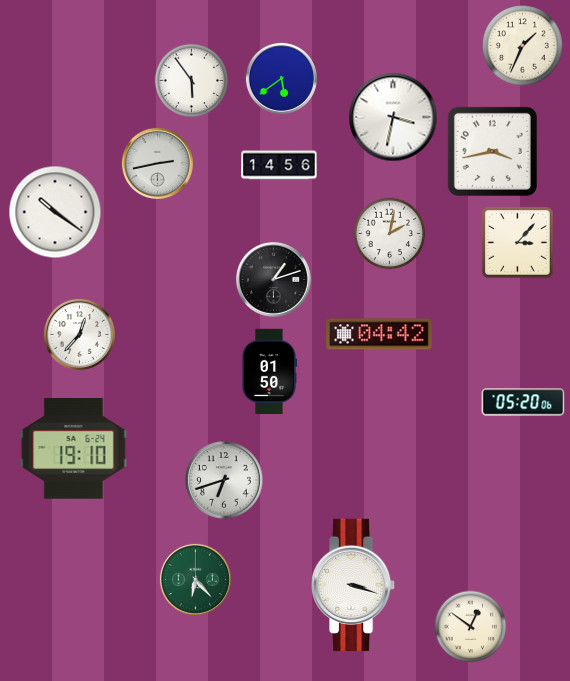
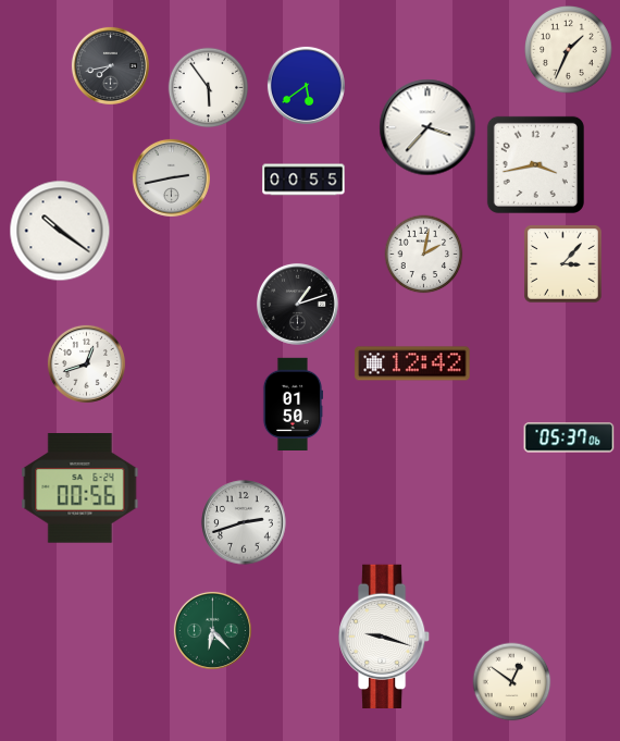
clock at (110, 65): none -> 7:43
clock at (393, 117): 3:32 -> 3:37
clock at (279, 165): 14:56 -> 00:55
clock at (79, 334): 12:37 -> 12:42
clock at (379, 334): 04:42 -> 12:42
clock at (523, 402): 05:20 -> 05:37
clock at (74, 449): 19:10 -> 00:56
clock at (224, 480): 6:42 -> 2:42
clock at (354, 584): 3:18 -> 9:18
